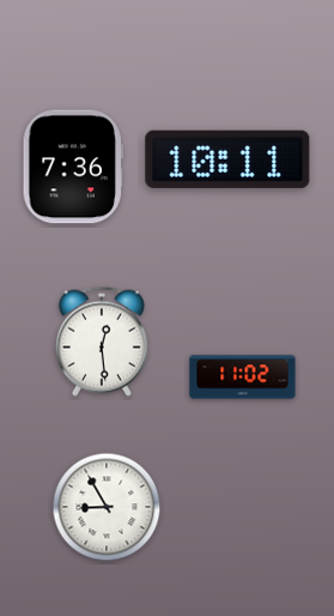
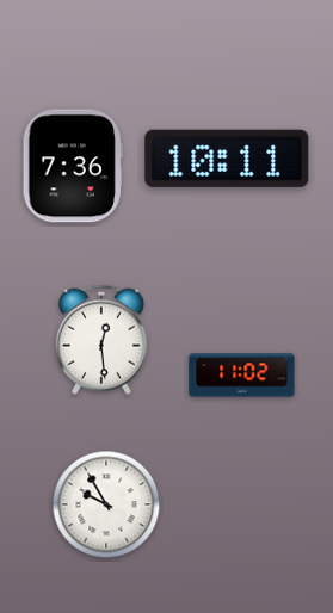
clock at (107, 507): 8:55 -> 9:55
